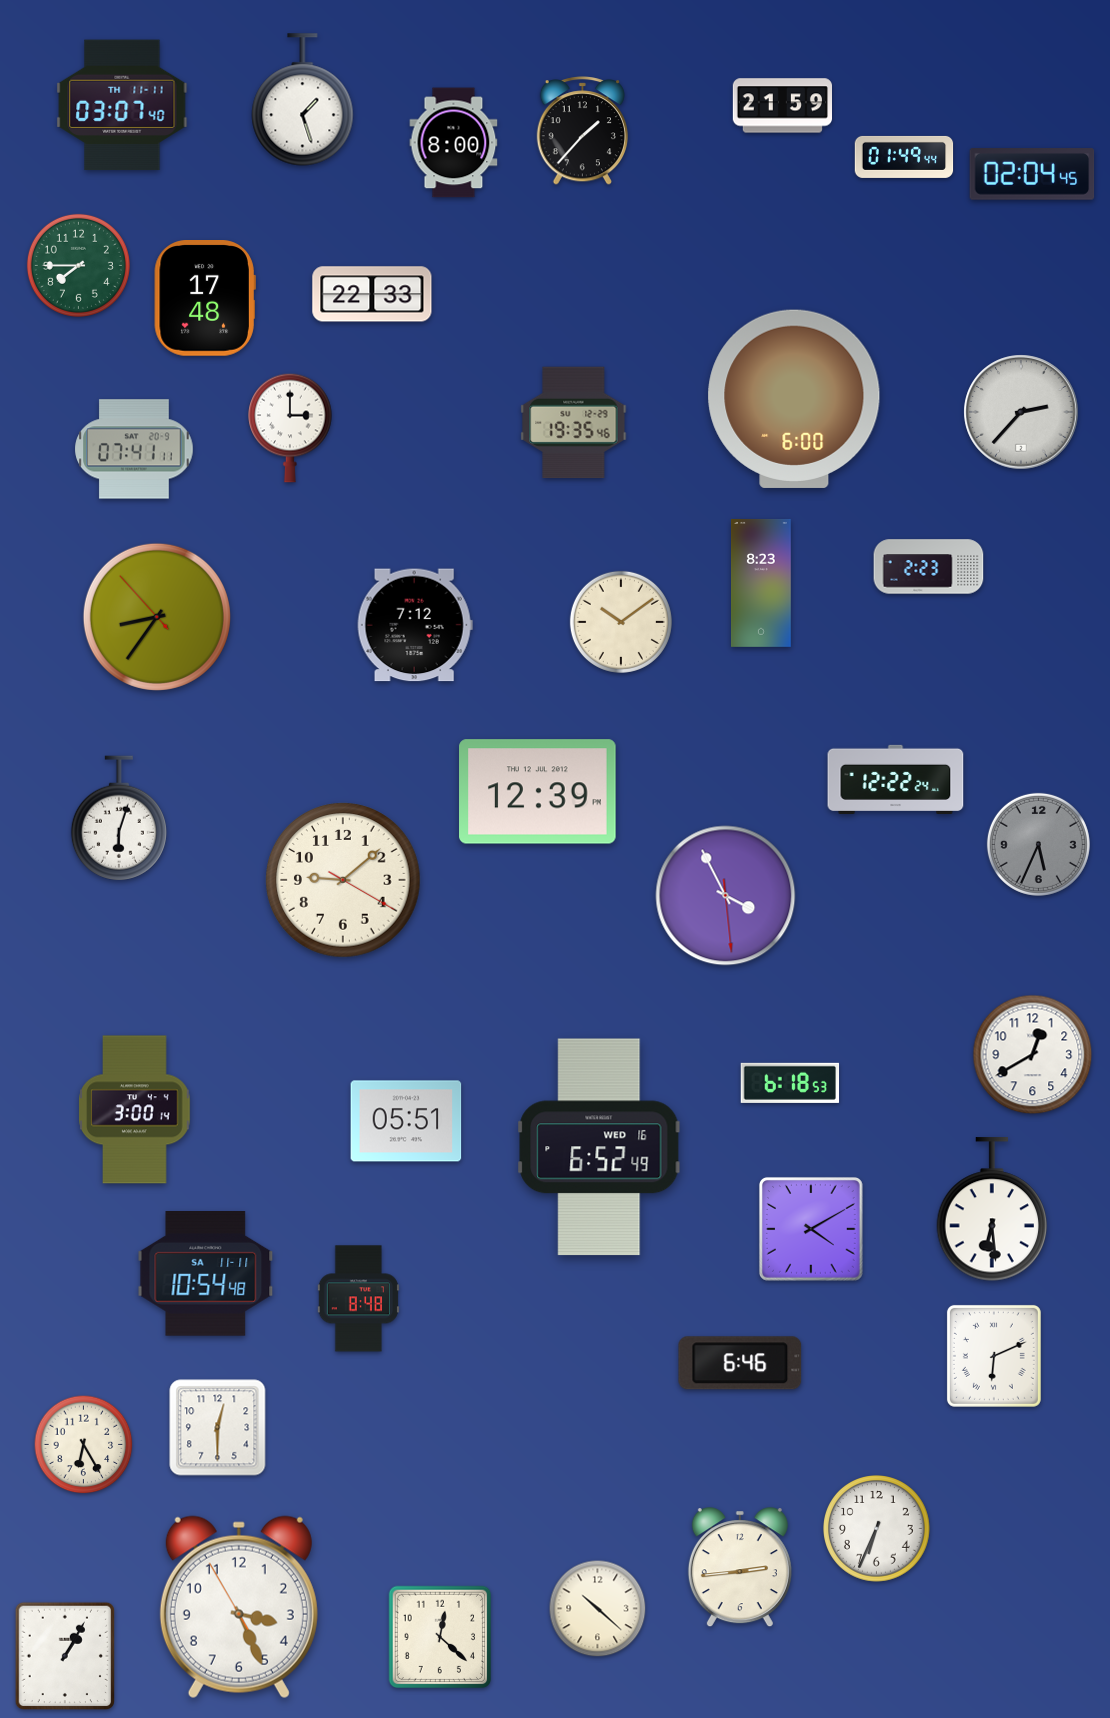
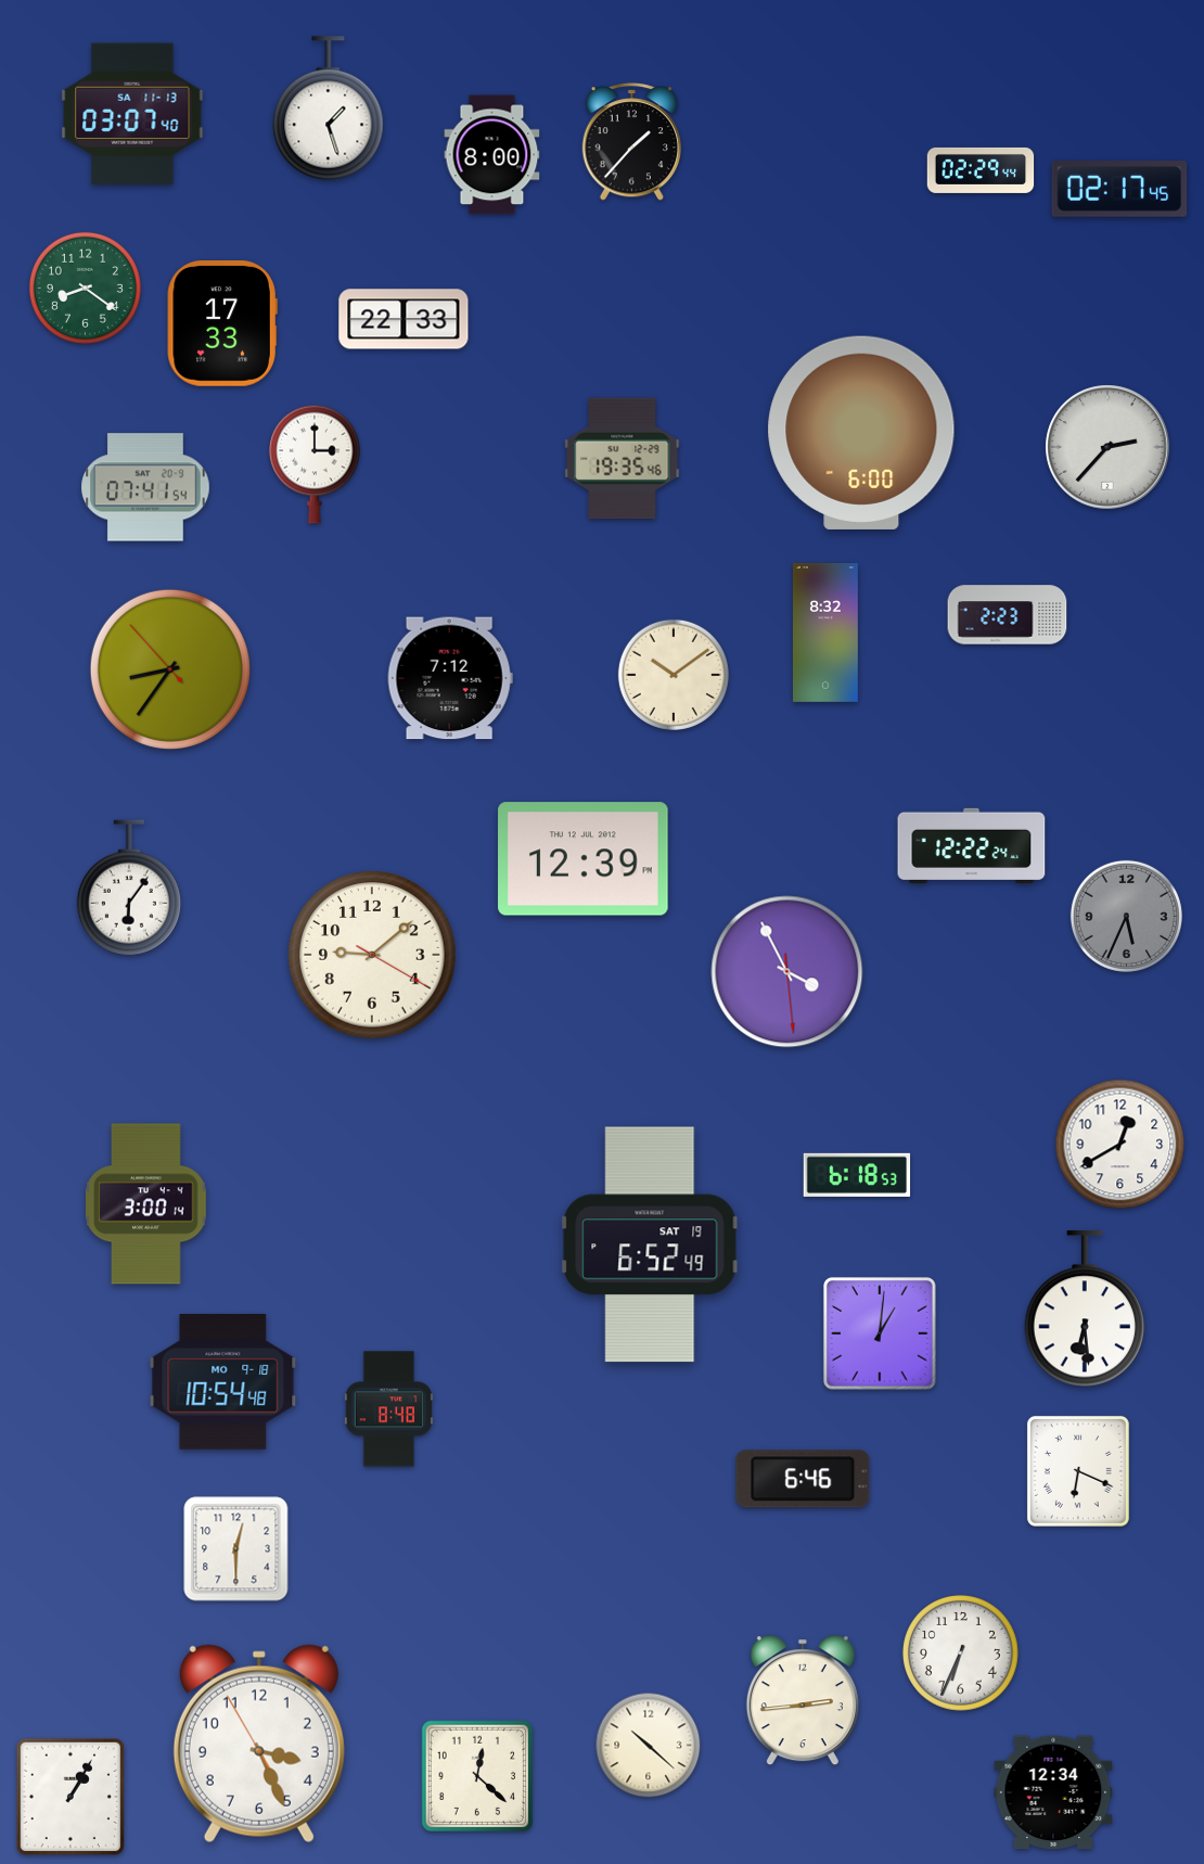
clock at (122, 105) date: TH 11-11 -> SA 11-13
clock at (782, 106): 21:59 -> none
clock at (904, 157): 01:49 -> 02:29
clock at (1032, 174): 02:04 -> 02:17
clock at (78, 265): 7:45 -> 8:21
clock at (205, 299): 17:48 -> 17:33
clock at (134, 449): 07:41:11 -> 07:41:54
clock at (761, 583): 8:23 -> 8:32
clock at (119, 818): 6:03 -> 6:06
clock at (406, 1121): 05:51 -> none
clock at (599, 1147) date: WED 16 -> SAT 19
clock at (992, 1210) position: (992, 1210) -> (1085, 1310)
clock at (811, 1229): 4:10 -> 1:01
clock at (206, 1274) date: SA 11-11 -> MO 9-18
clock at (994, 1356): 6:11 -> 6:19
clock at (84, 1445): 6:25 -> none
clock at (877, 1529) position: (877, 1529) -> (961, 1654)
clock at (1053, 1792): none -> 12:34
